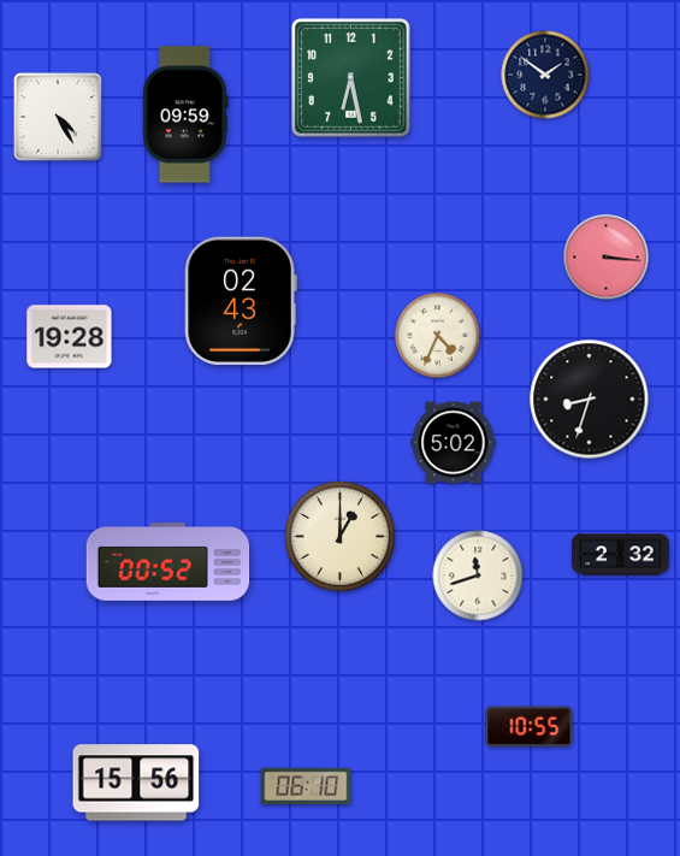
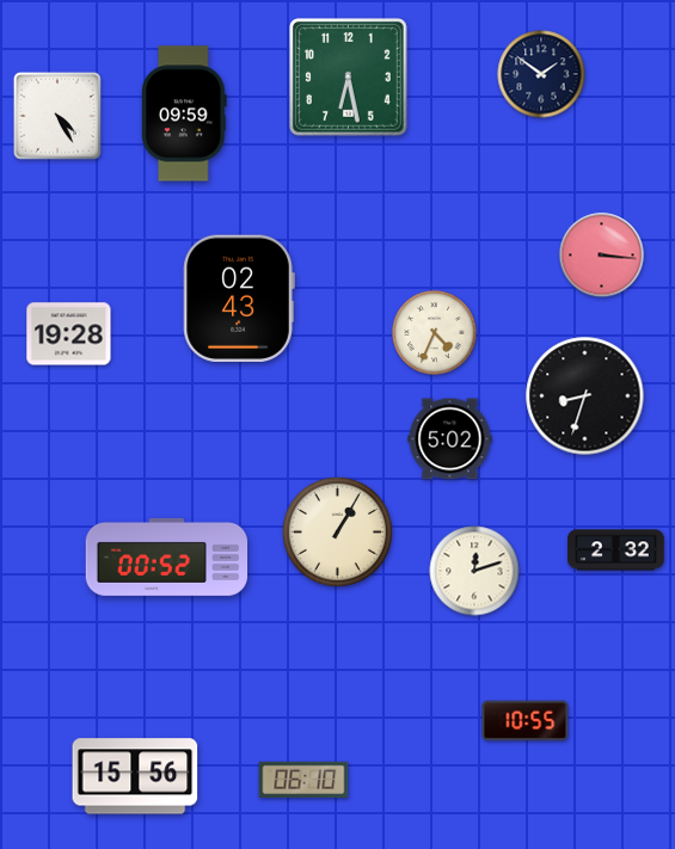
clock at (339, 536): 1:00 -> 1:05
clock at (478, 575): 11:42 -> 12:12
